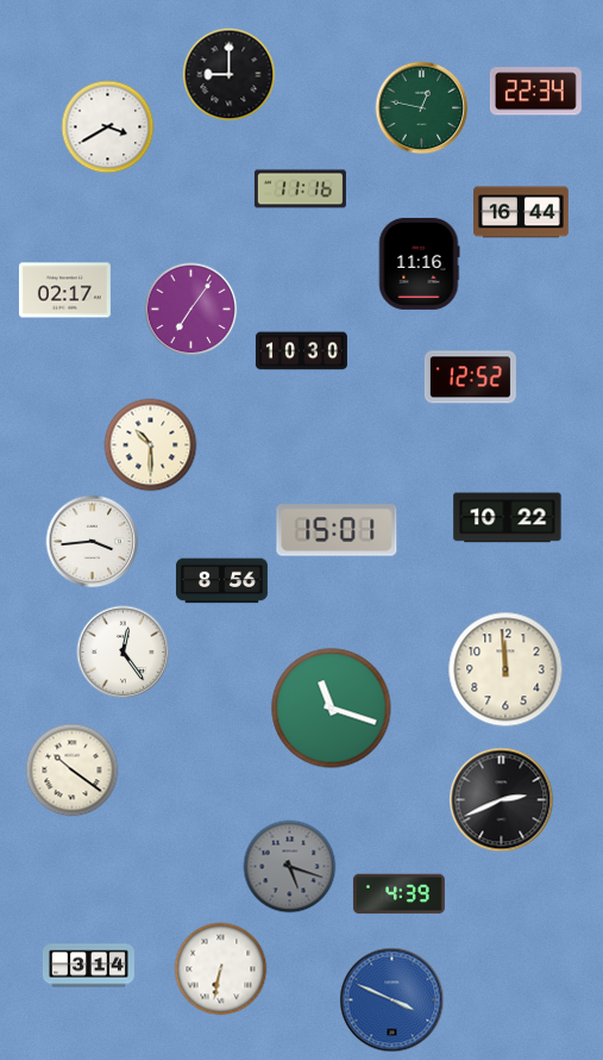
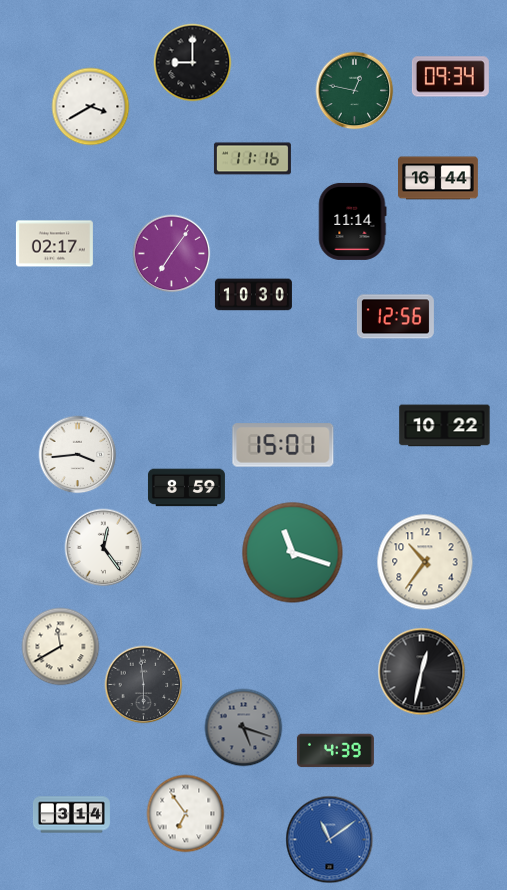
clock at (535, 92): 22:34 -> 09:34
clock at (419, 263): 11:16 -> 11:14
clock at (190, 308) position: (190, 308) -> (171, 253)
clock at (470, 378): 12:52 -> 12:56
clock at (150, 444): 10:30 -> none
clock at (508, 518) position: (508, 518) -> (445, 426)
clock at (221, 581): 8:56 -> 8:59
clock at (505, 669): 11:59 -> 10:36
clock at (332, 709) position: (332, 709) -> (293, 553)
clock at (71, 769): 10:21 -> 11:40
clock at (501, 799): 2:41 -> 12:32
clock at (143, 684): none -> 5:59
clock at (88, 966) position: (88, 966) -> (71, 815)
clock at (220, 968): 6:32 -> 6:54
clock at (391, 999): 3:49 -> 11:09
